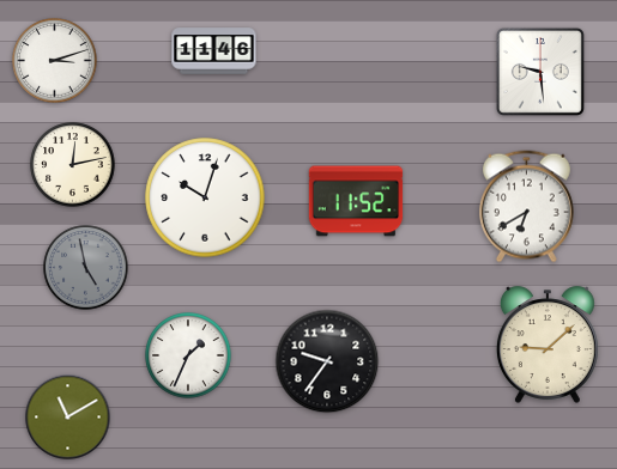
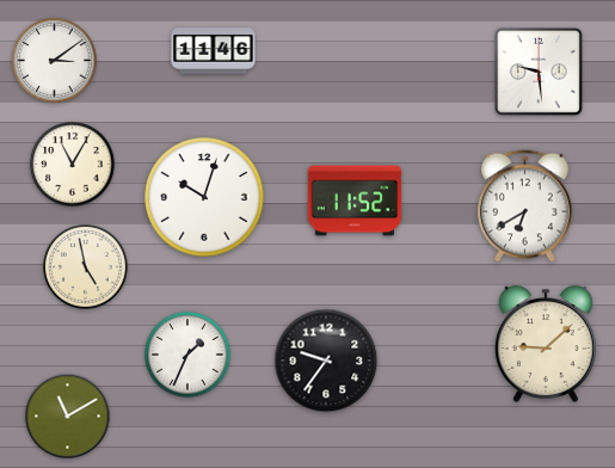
clock at (55, 61): 3:12 -> 3:09
clock at (73, 165): 12:13 -> 11:05
clock at (86, 268) dial: grey -> cream
